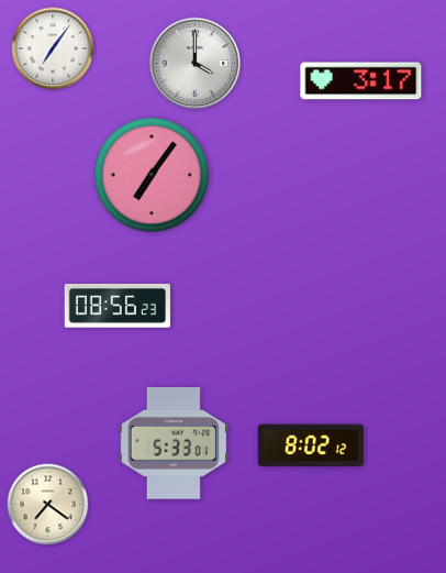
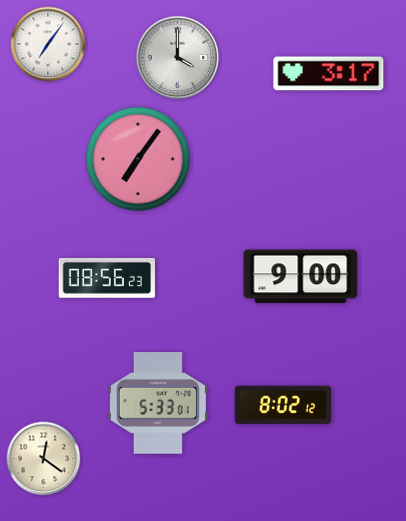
clock at (301, 277): none -> 9:00
clock at (48, 505): 7:21 -> 12:21
